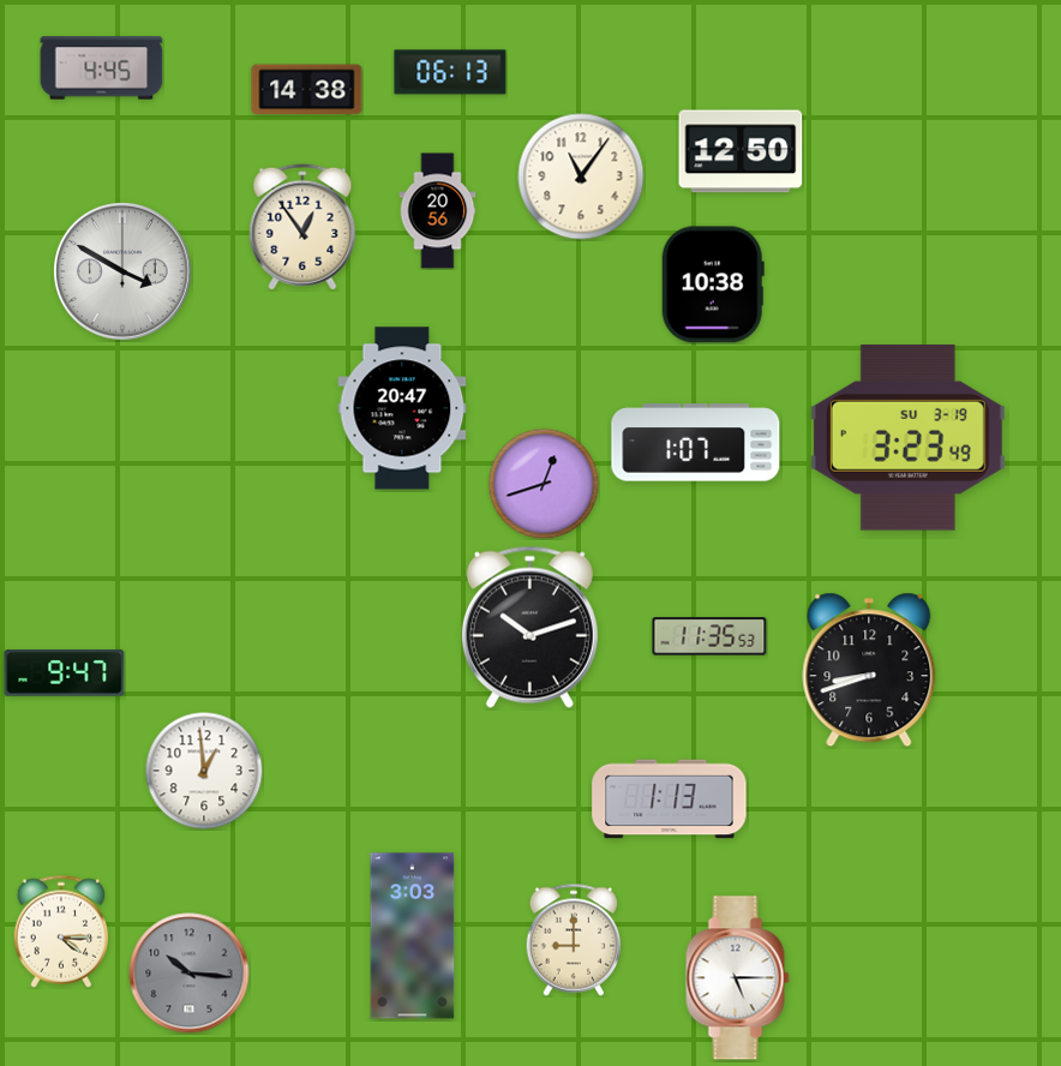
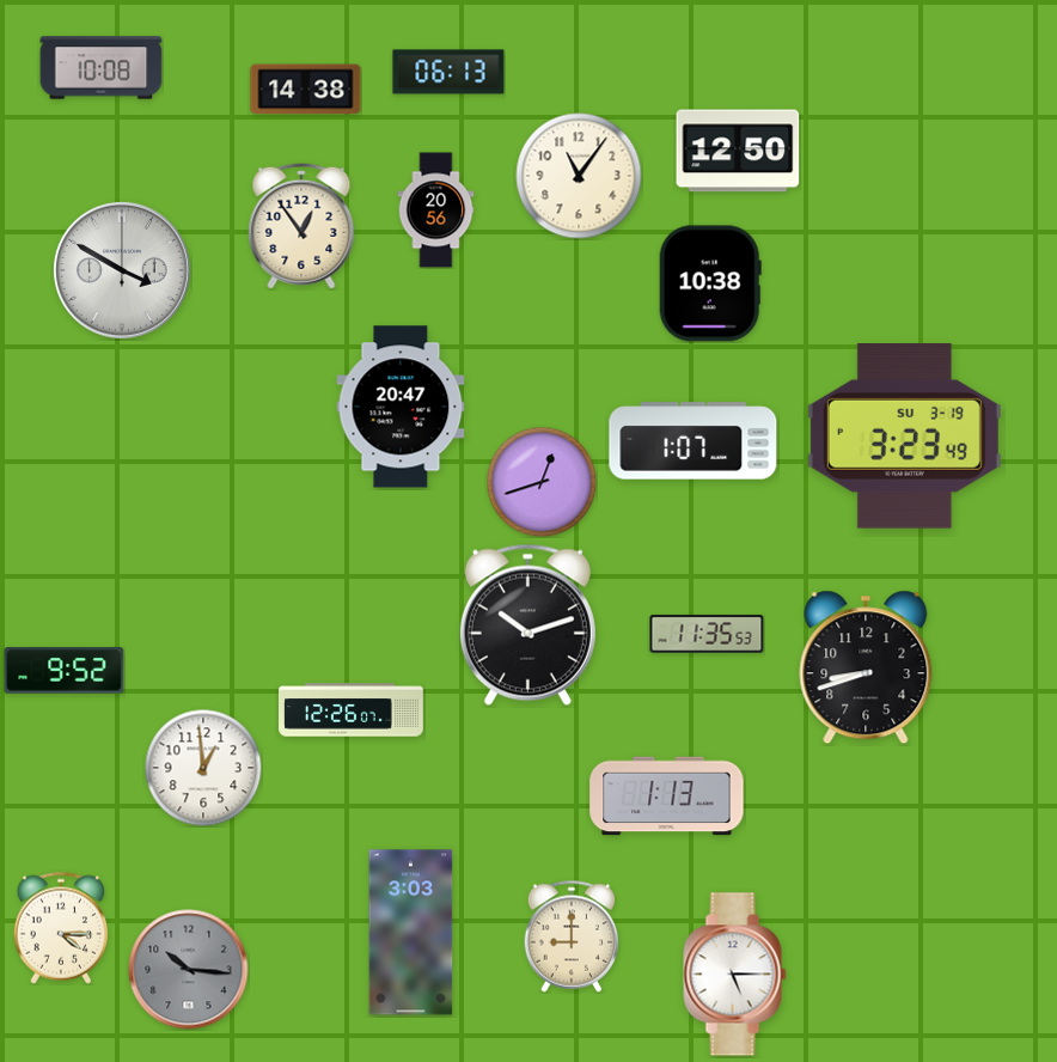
clock at (102, 68): 4:45 -> 10:08
clock at (65, 673): 9:47 -> 9:52
clock at (352, 710): none -> 12:26
